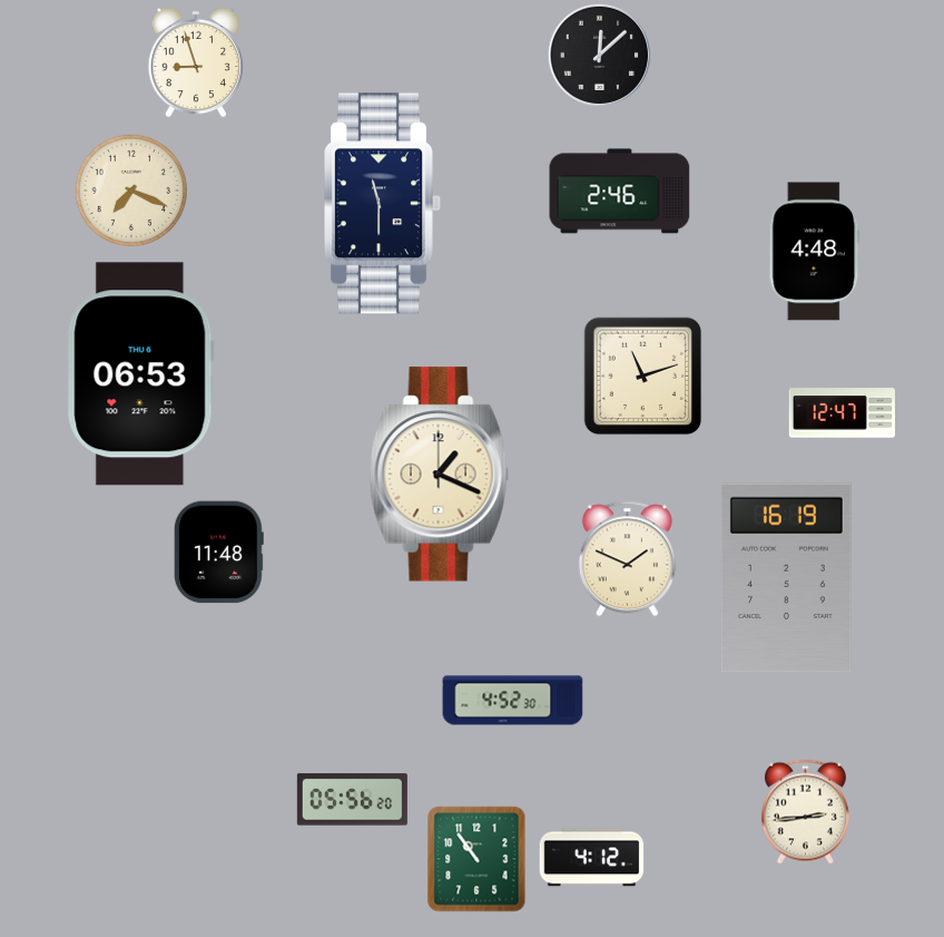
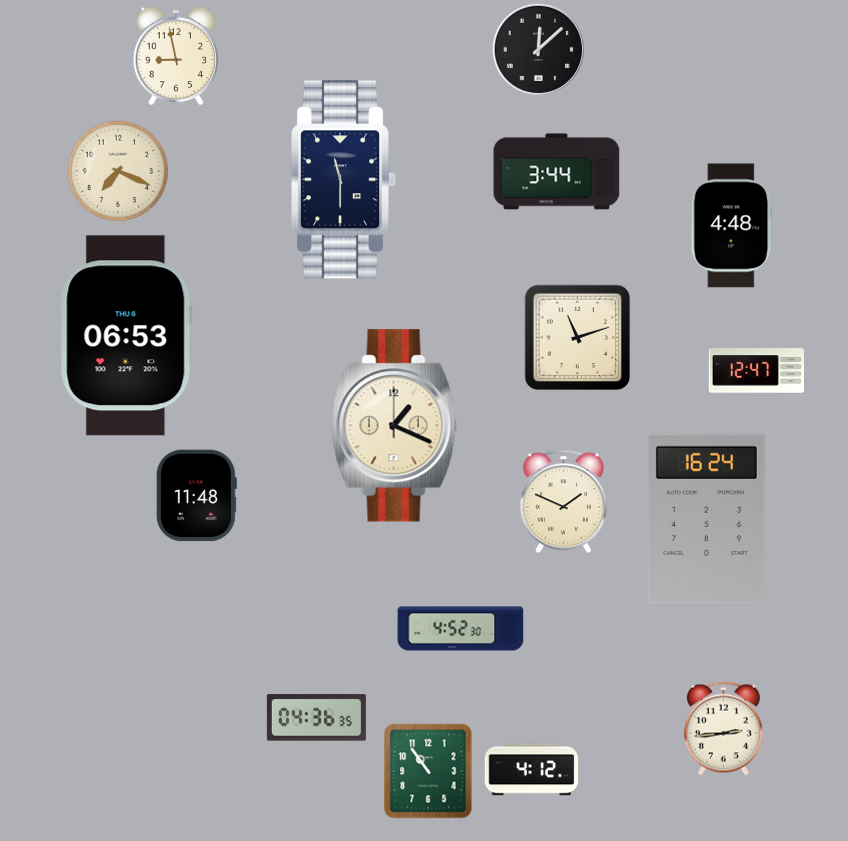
clock at (196, 62): 8:57 -> 8:58
clock at (620, 192): 2:46 -> 3:44
clock at (384, 204) position: (384, 204) -> (345, 180)
clock at (786, 578): 16:19 -> 16:24
clock at (352, 800): 05:56 -> 04:36
